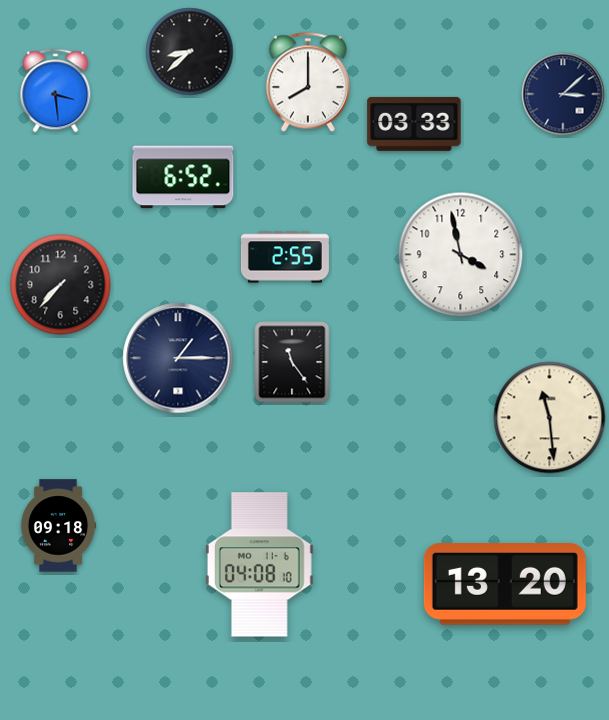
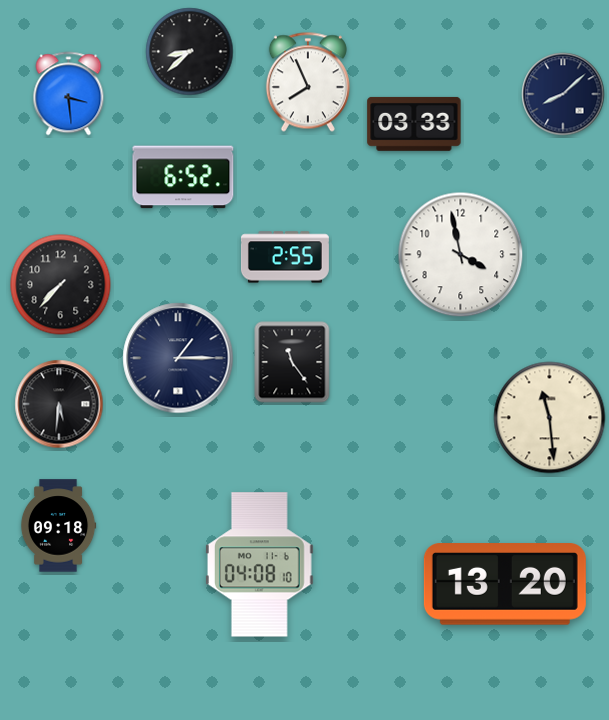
clock at (308, 82): 8:00 -> 7:56
clock at (56, 91) position: (56, 91) -> (69, 94)
clock at (563, 94): 3:08 -> 8:08
clock at (59, 404): none -> 5:31
